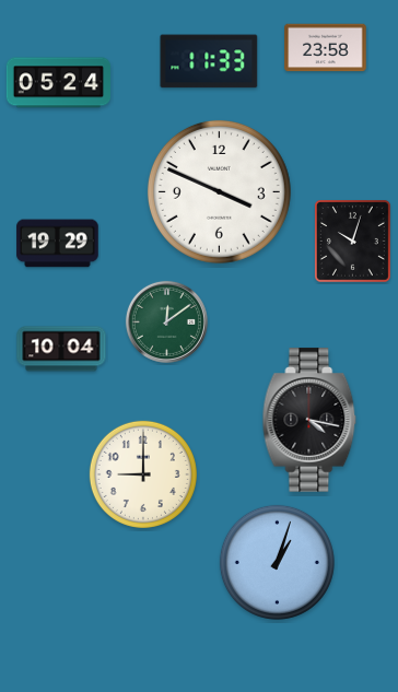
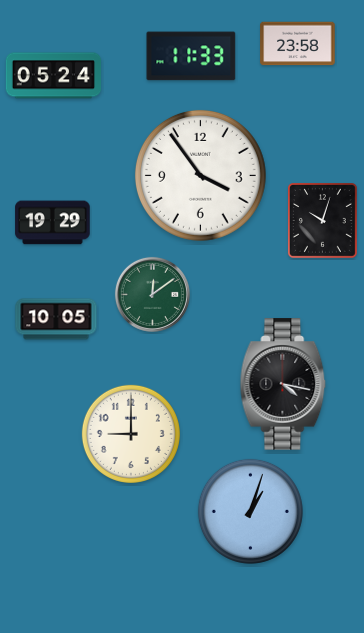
clock at (219, 191): 3:49 -> 3:54
clock at (61, 349): 10:04 -> 10:05
clock at (277, 562) position: (277, 562) -> (250, 511)
